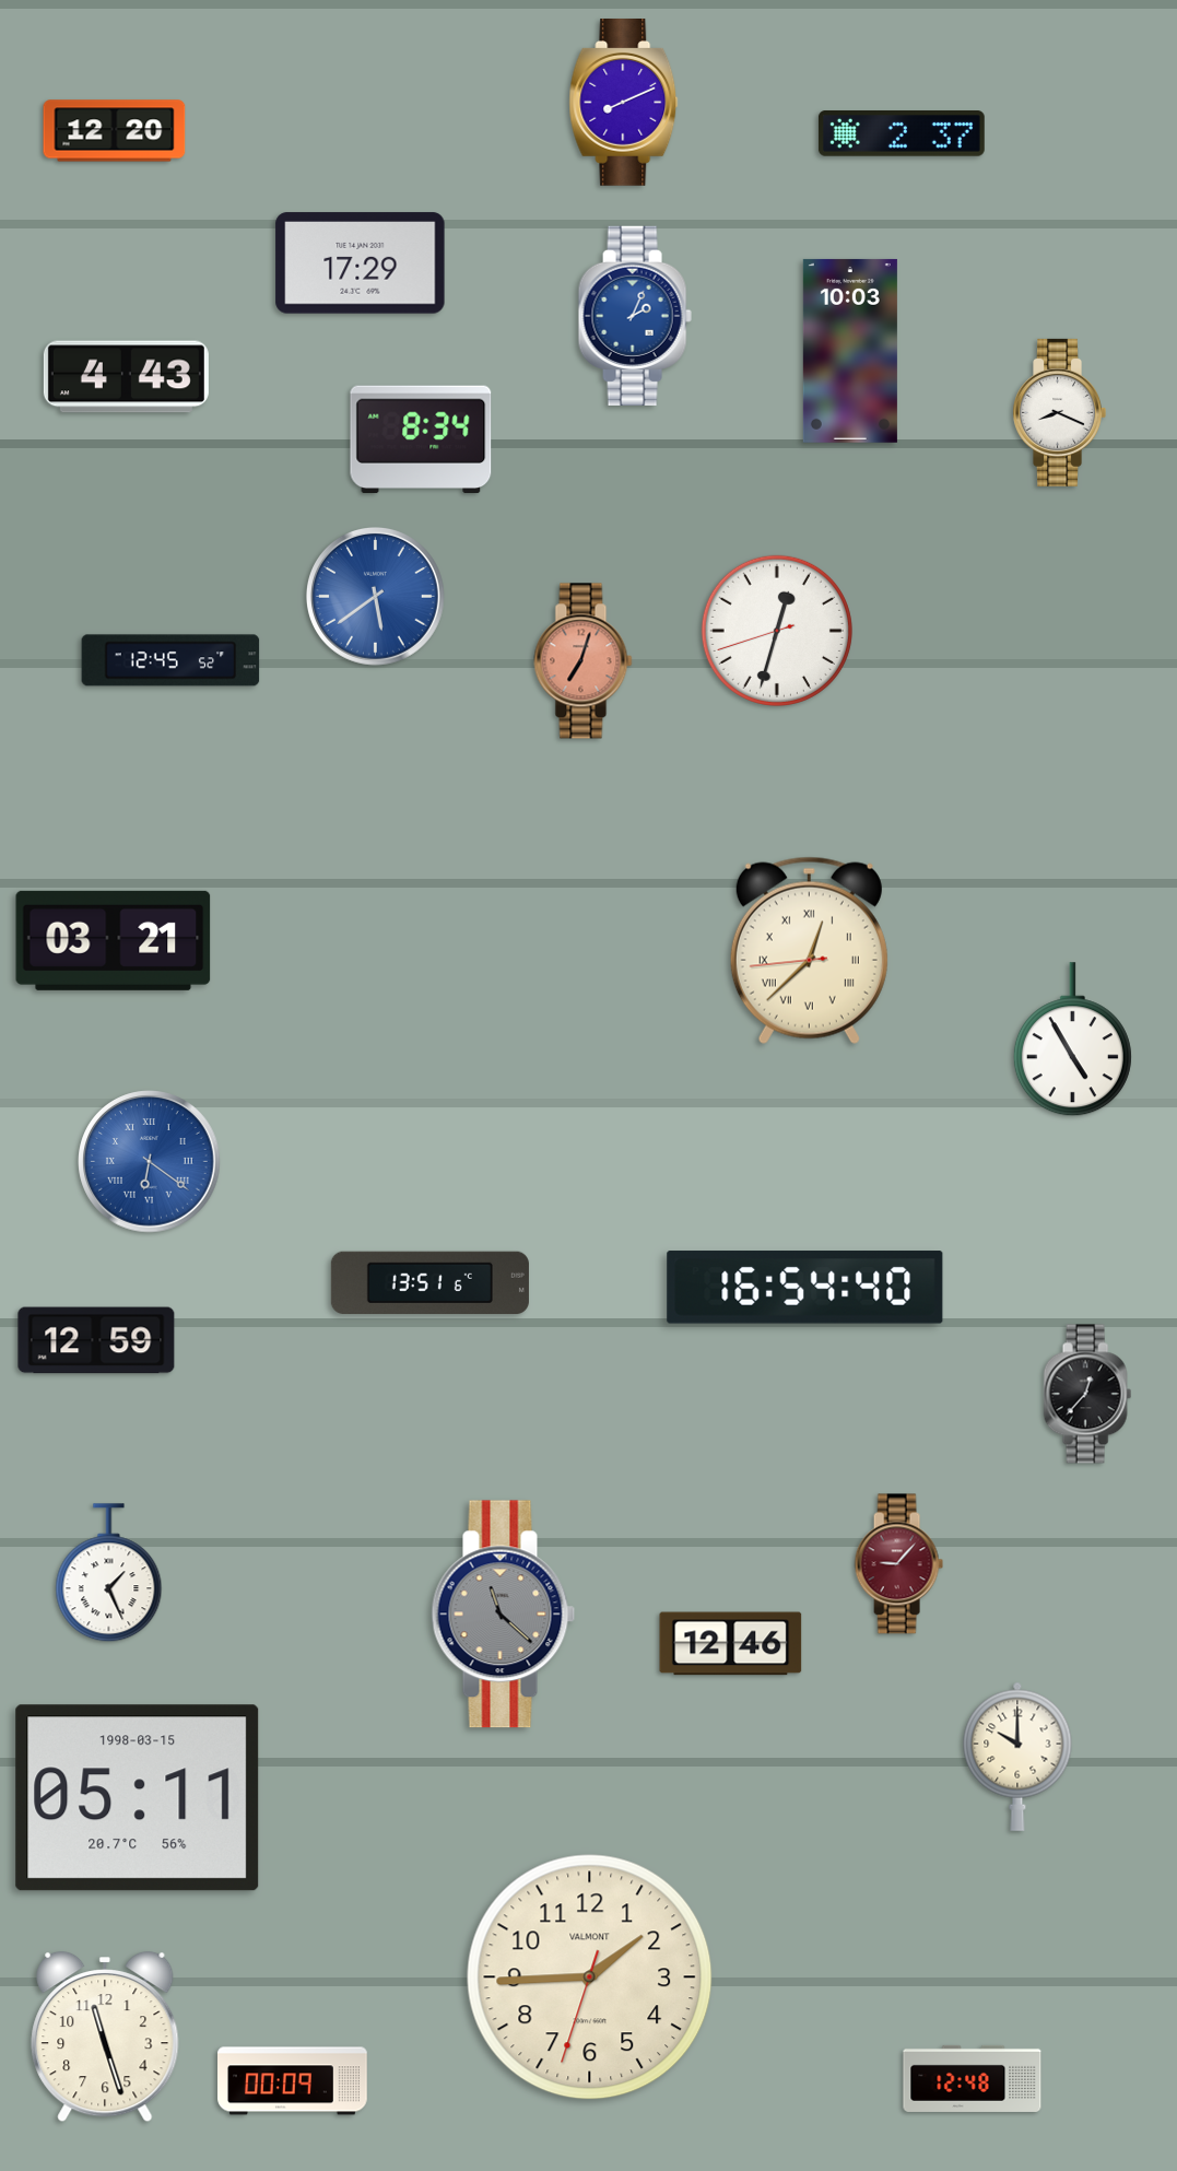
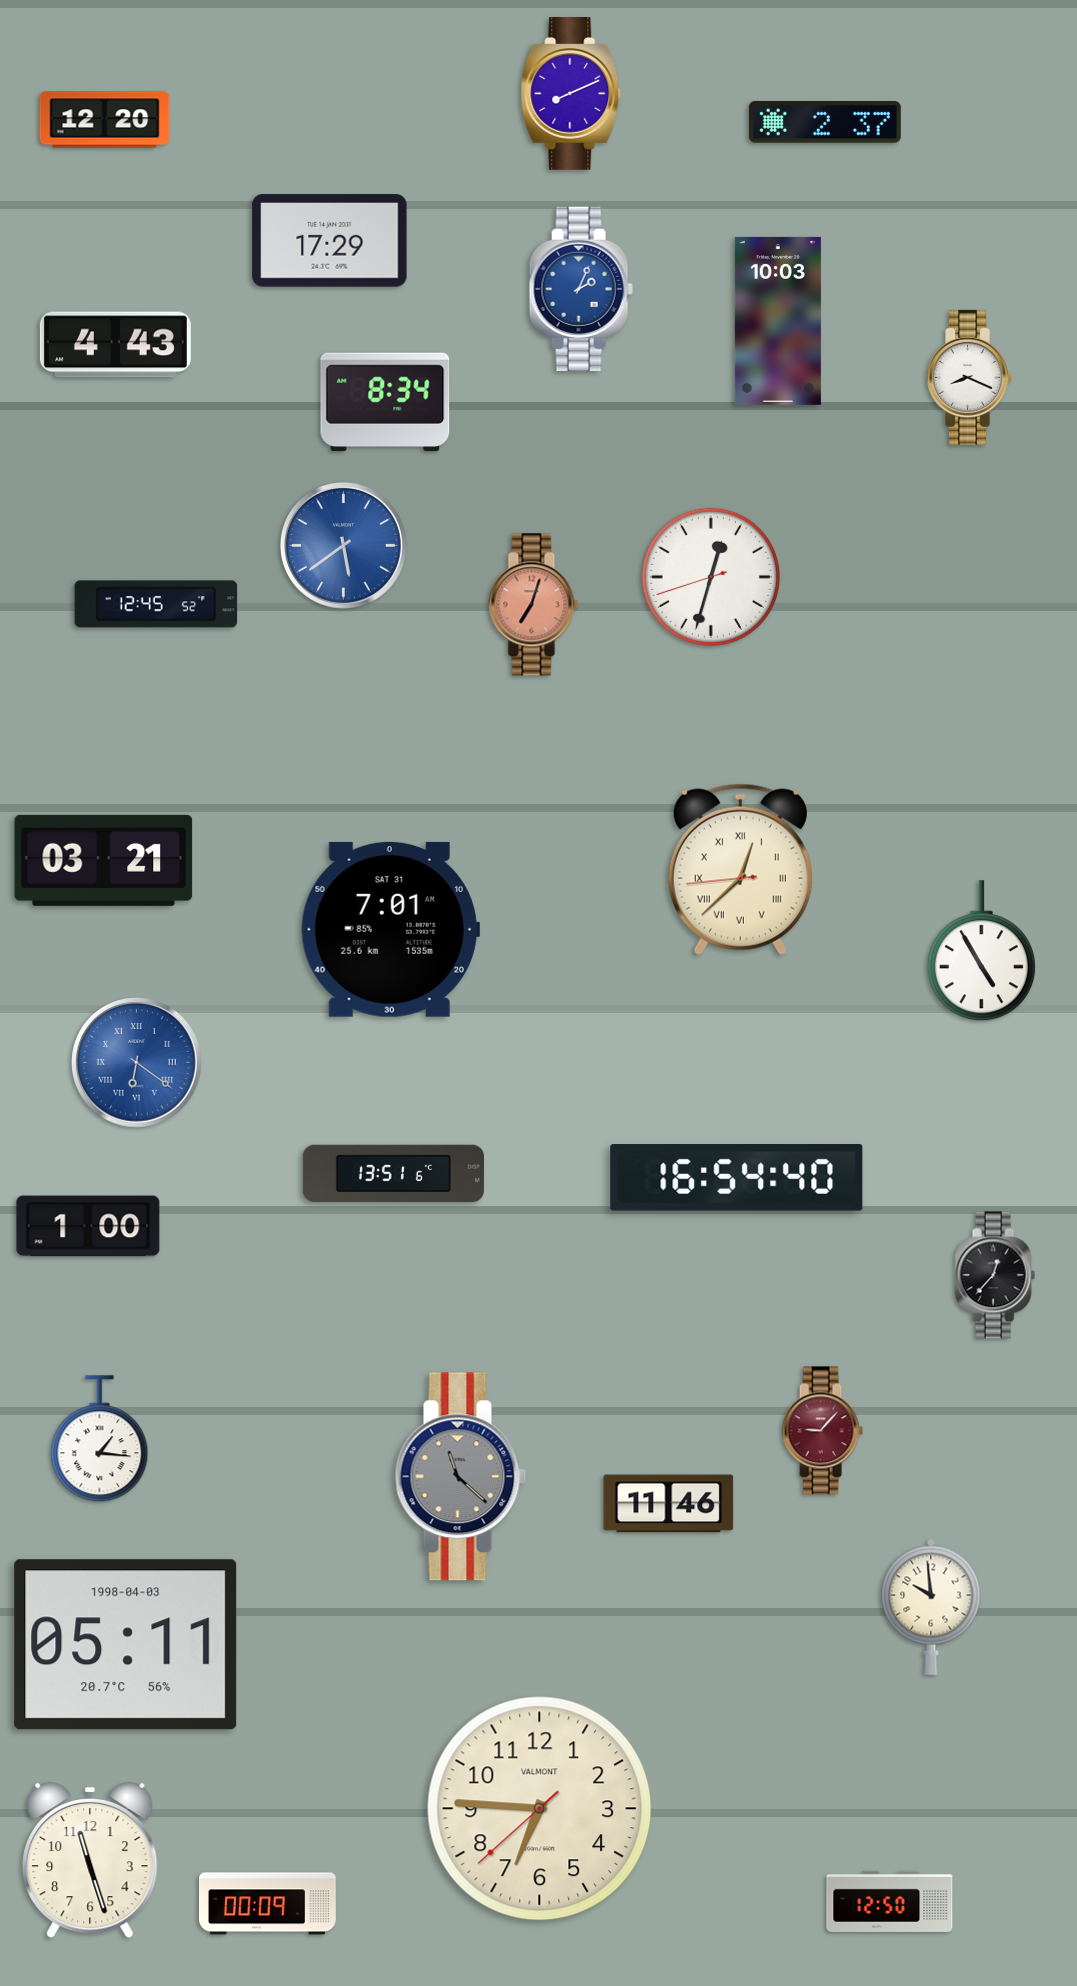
clock at (390, 929): none -> 7:01
clock at (96, 1340): 12:59 -> 1:00
clock at (109, 1573): 1:26 -> 1:16
clock at (731, 1644): 12:46 -> 11:46
clock at (1017, 1757): 10:00 -> 9:59
clock at (138, 1798) date: 1998-03-15 -> 1998-04-03
clock at (590, 1978): 1:44 -> 6:45
clock at (105, 2037) position: (105, 2037) -> (90, 1860)
clock at (973, 2078): 12:48 -> 12:50
